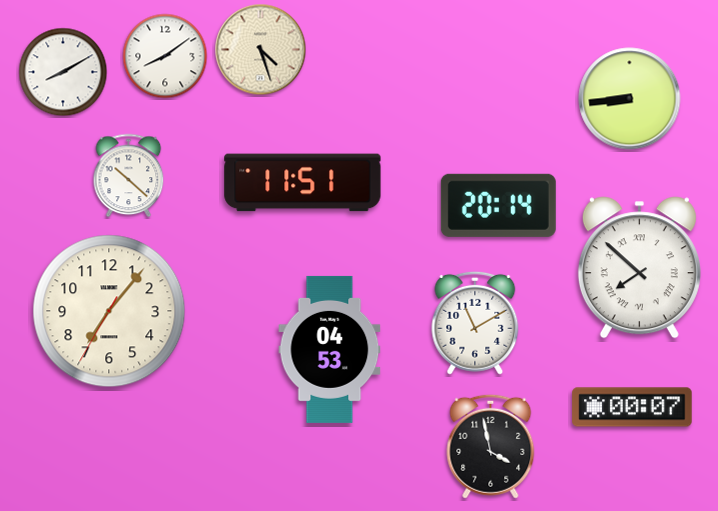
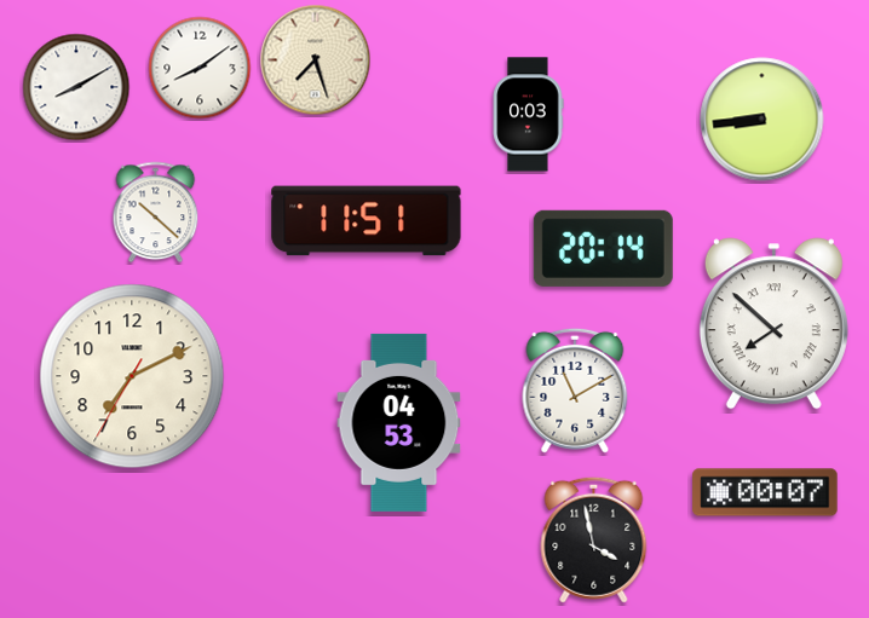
clock at (261, 50): 4:27 -> 7:27
clock at (528, 115): none -> 0:03
clock at (109, 311): 7:06 -> 7:10
